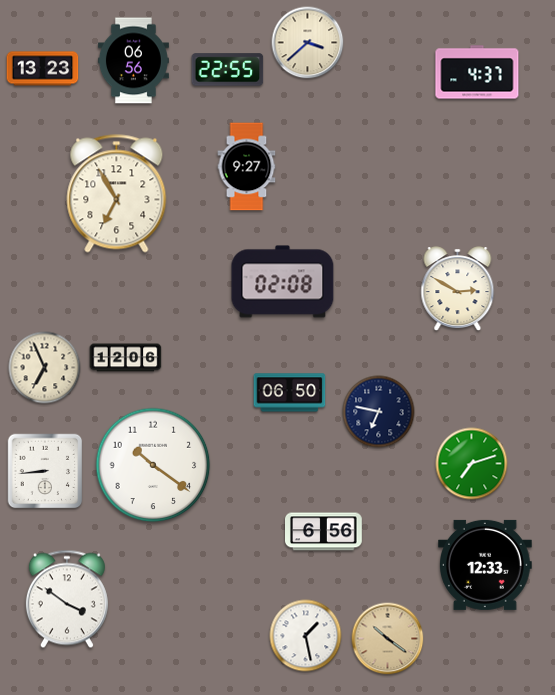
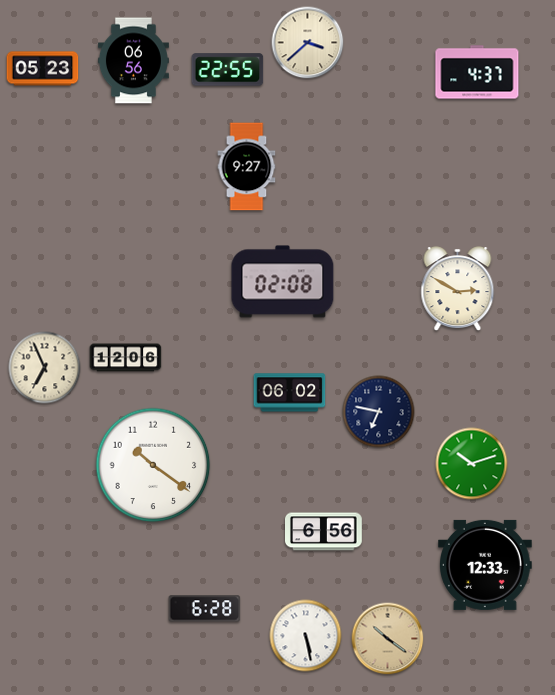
clock at (43, 69): 13:23 -> 05:23
clock at (117, 194): 6:55 -> none
clock at (290, 393): 06:50 -> 06:02
clock at (472, 464): 7:12 -> 10:12
clock at (45, 471): 8:44 -> none
clock at (67, 599): 3:51 -> none
clock at (205, 609): none -> 6:28
clock at (306, 636): 1:28 -> 5:28
